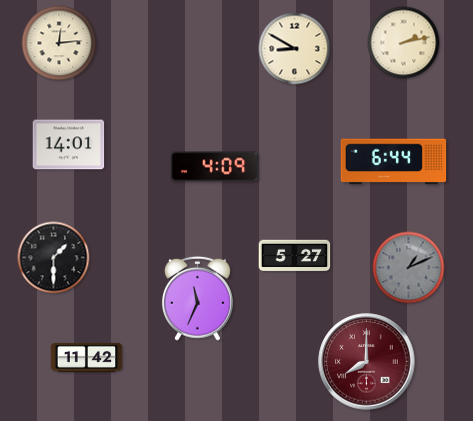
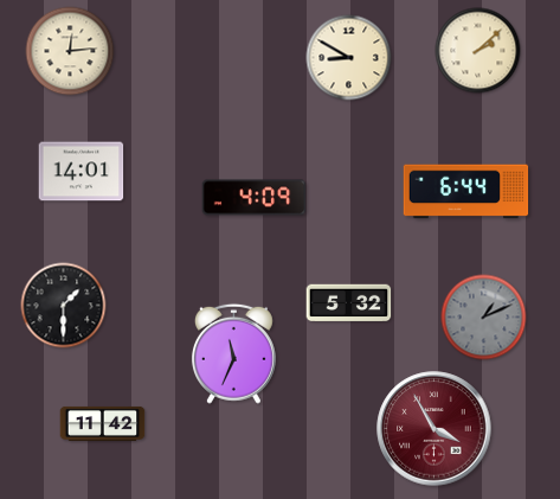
clock at (404, 43): 2:13 -> 2:08
clock at (295, 256): 5:27 -> 5:32
clock at (367, 362): 8:00 -> 3:55
